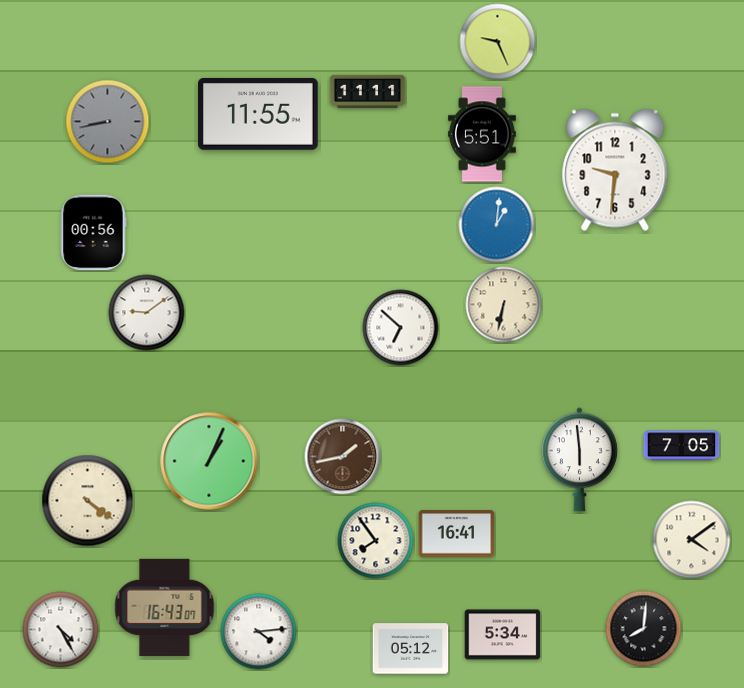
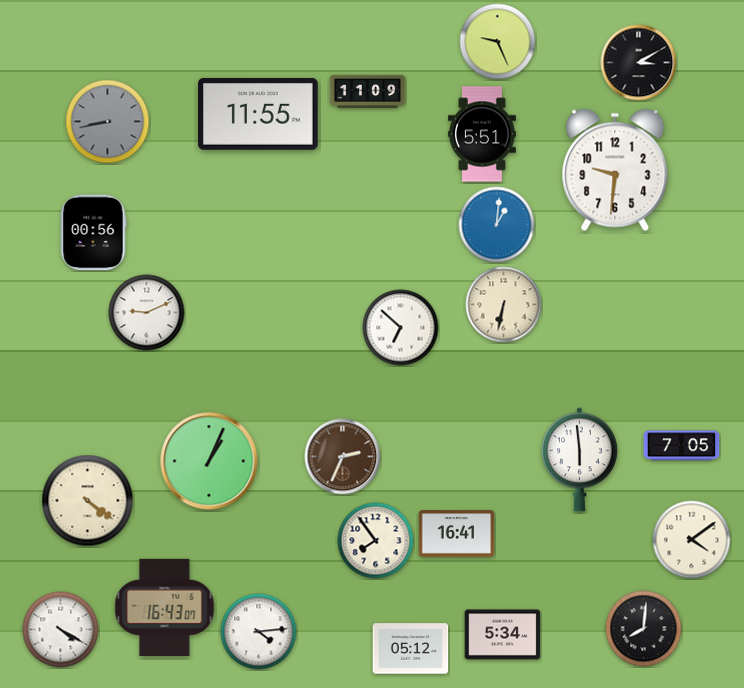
clock at (639, 63): none -> 3:10
clock at (368, 91): 11:11 -> 11:09
clock at (147, 313): 9:09 -> 9:11
clock at (343, 457): 1:43 -> 2:34
clock at (61, 630): 4:25 -> 4:20
